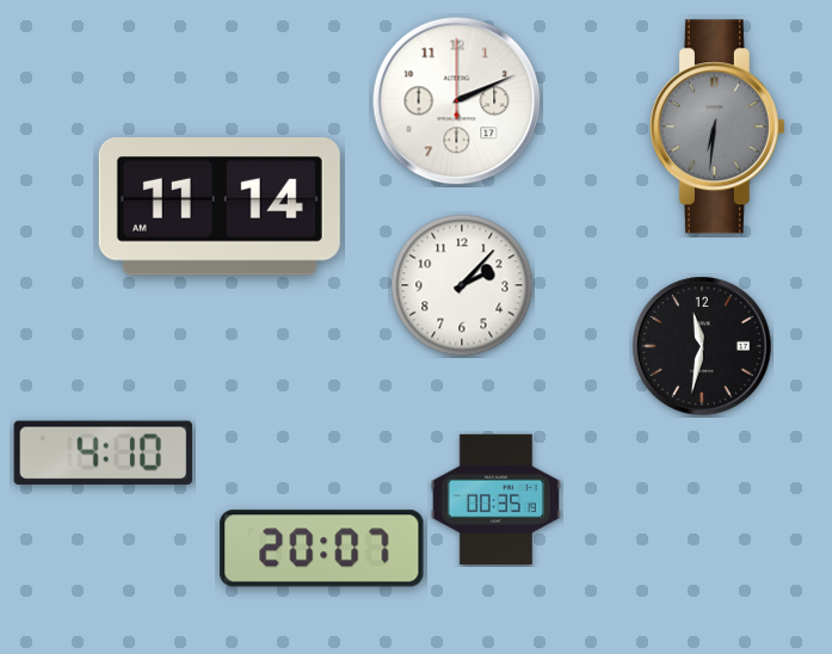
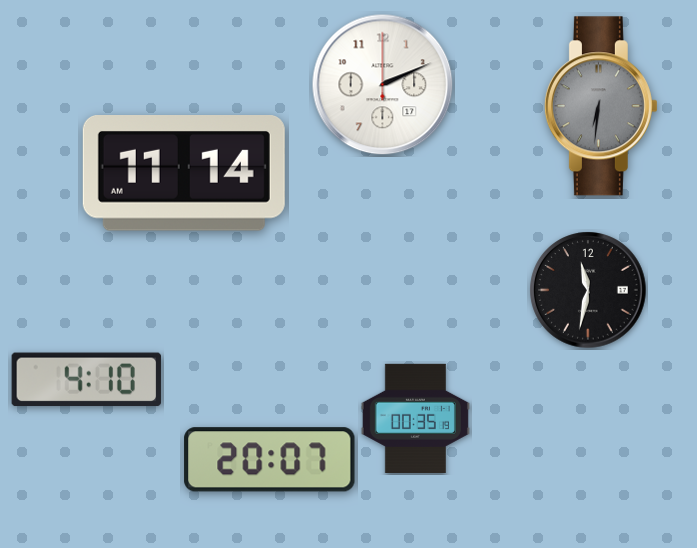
clock at (462, 285): 2:07 -> none
